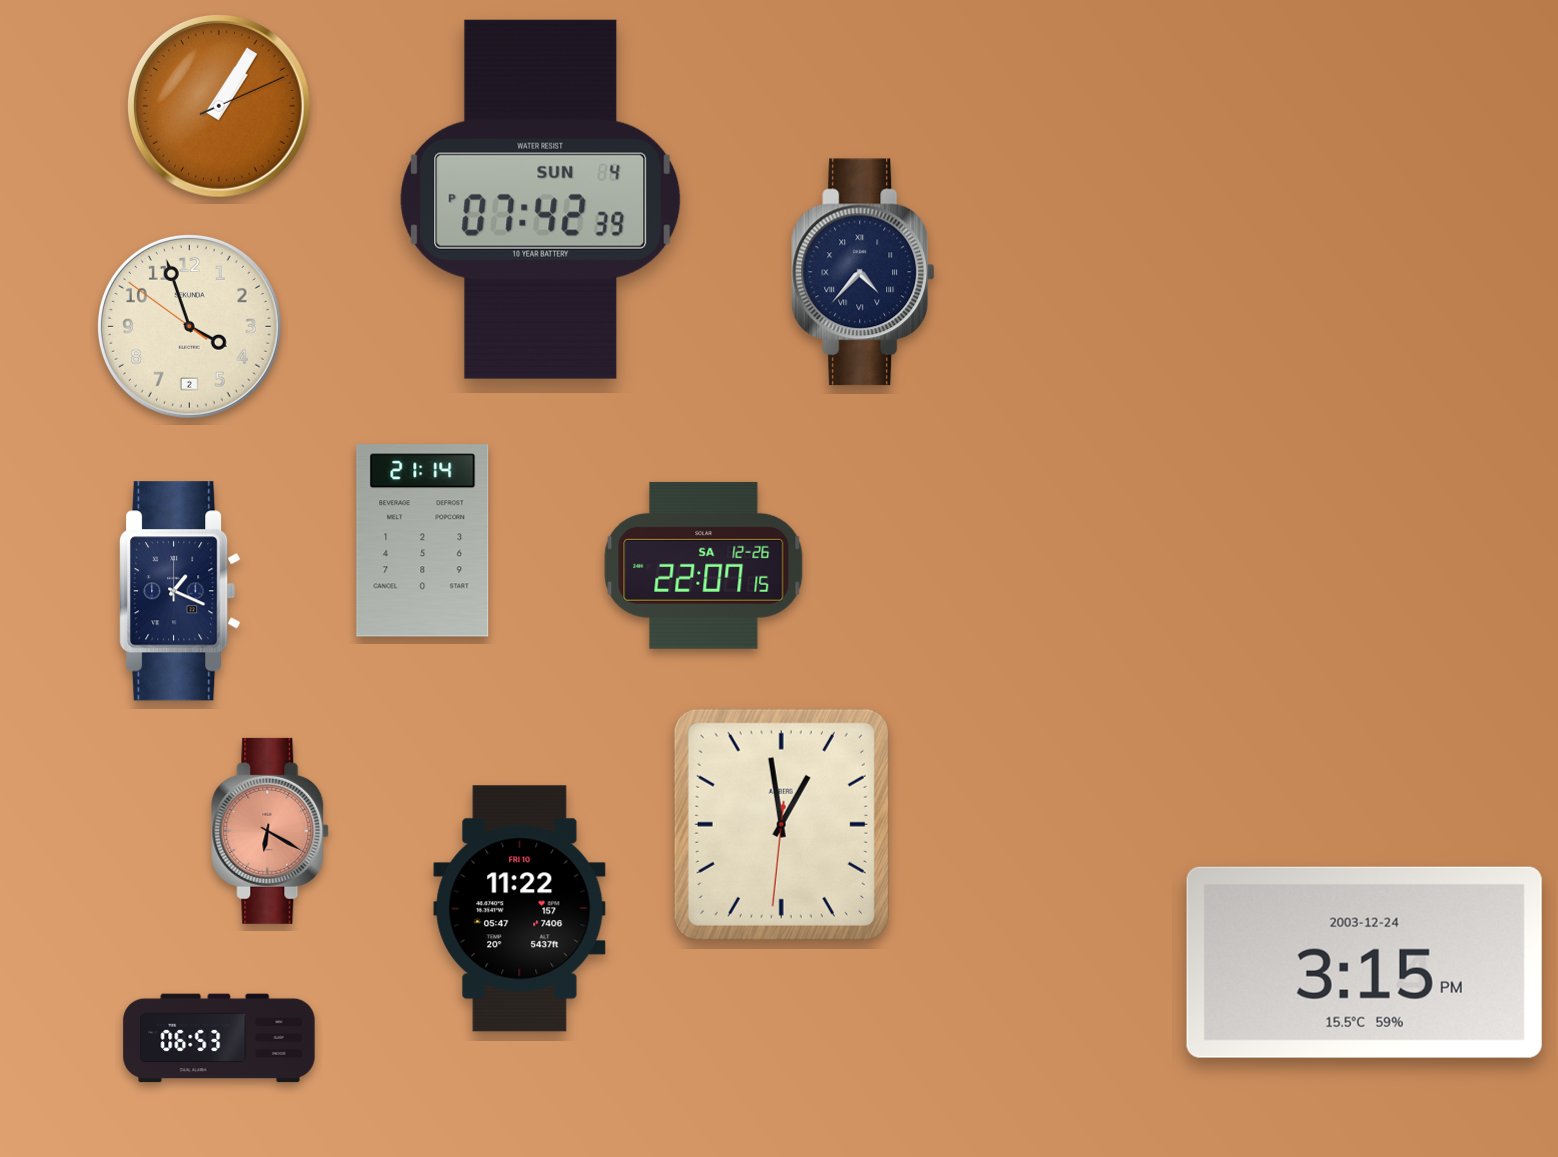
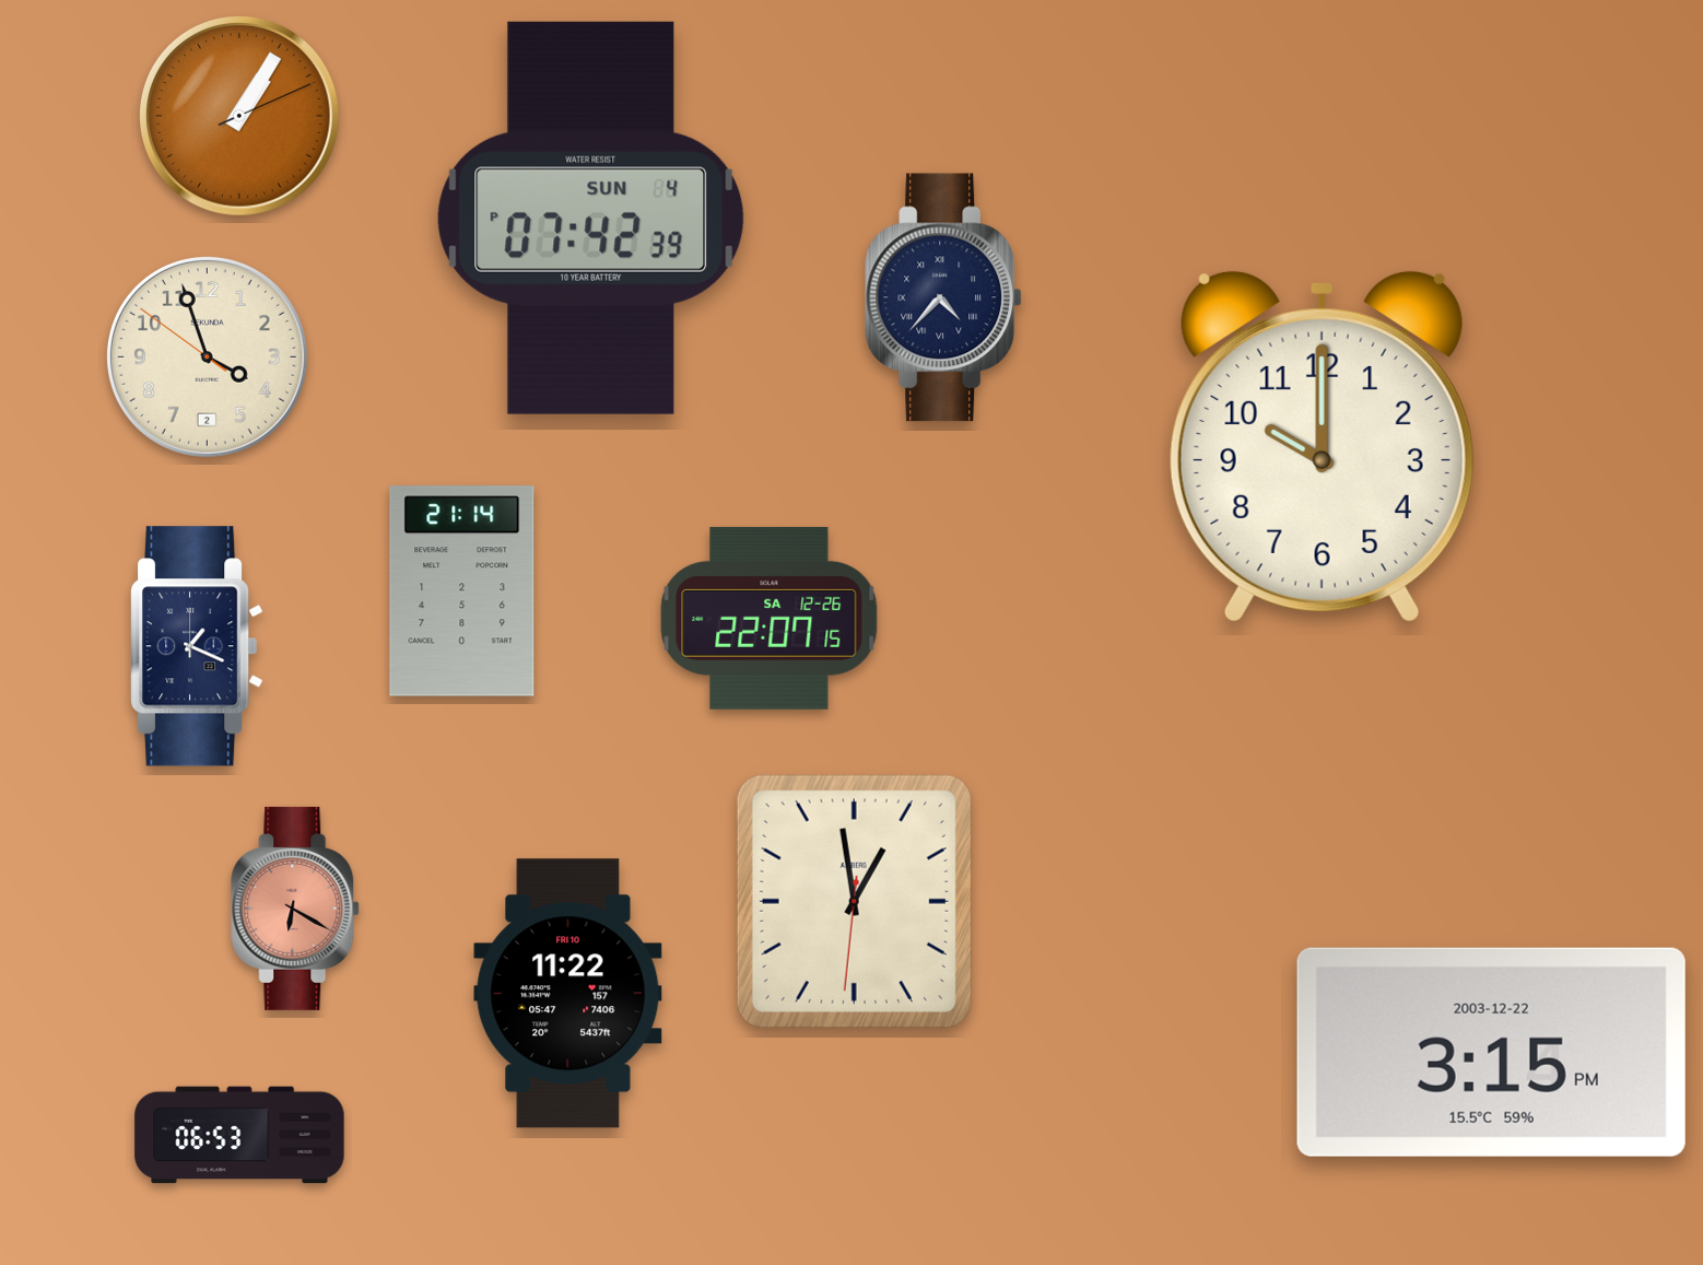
clock at (1322, 446): none -> 10:00
clock at (1364, 962) date: 2003-12-24 -> 2003-12-22
